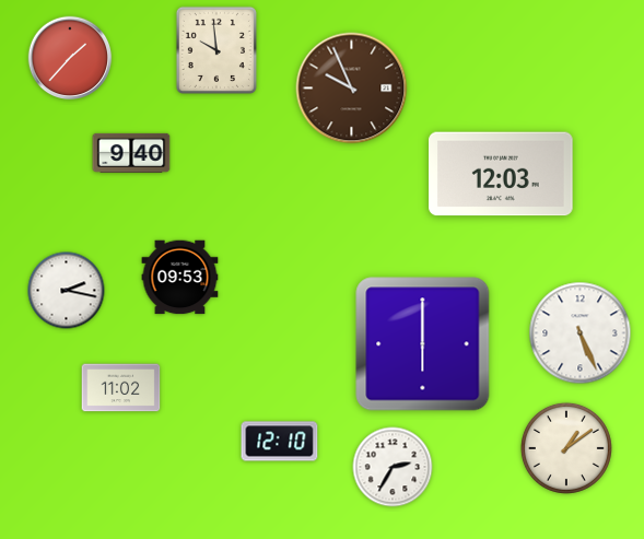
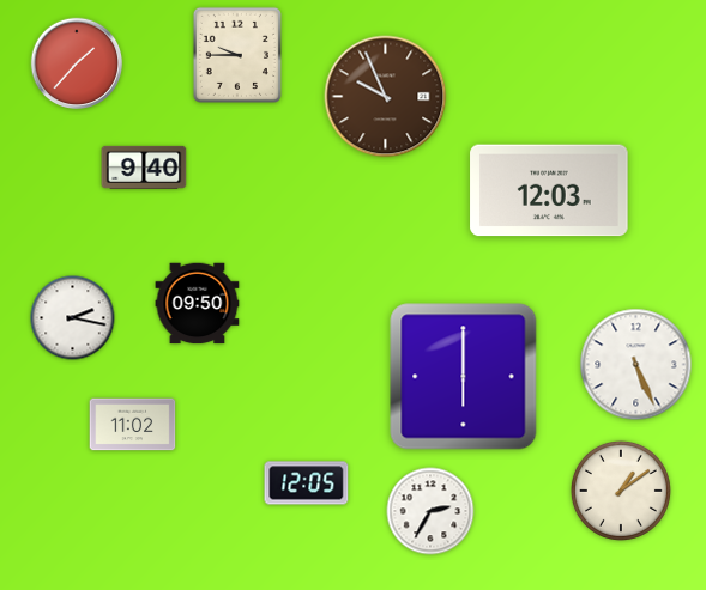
clock at (216, 50): 9:59 -> 9:45
clock at (180, 278): 09:53 -> 09:50
clock at (280, 442): 12:10 -> 12:05
